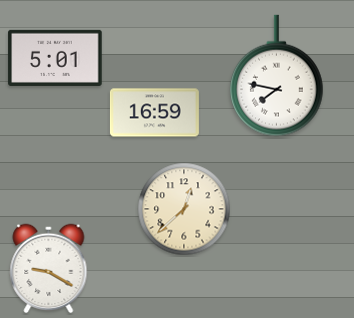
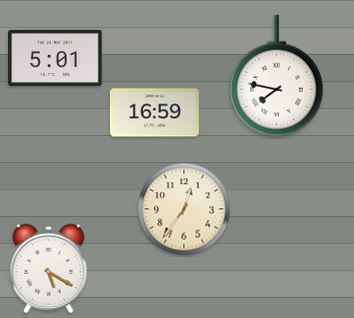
clock at (184, 209): 12:38 -> 12:36
clock at (49, 269): 9:20 -> 5:20
